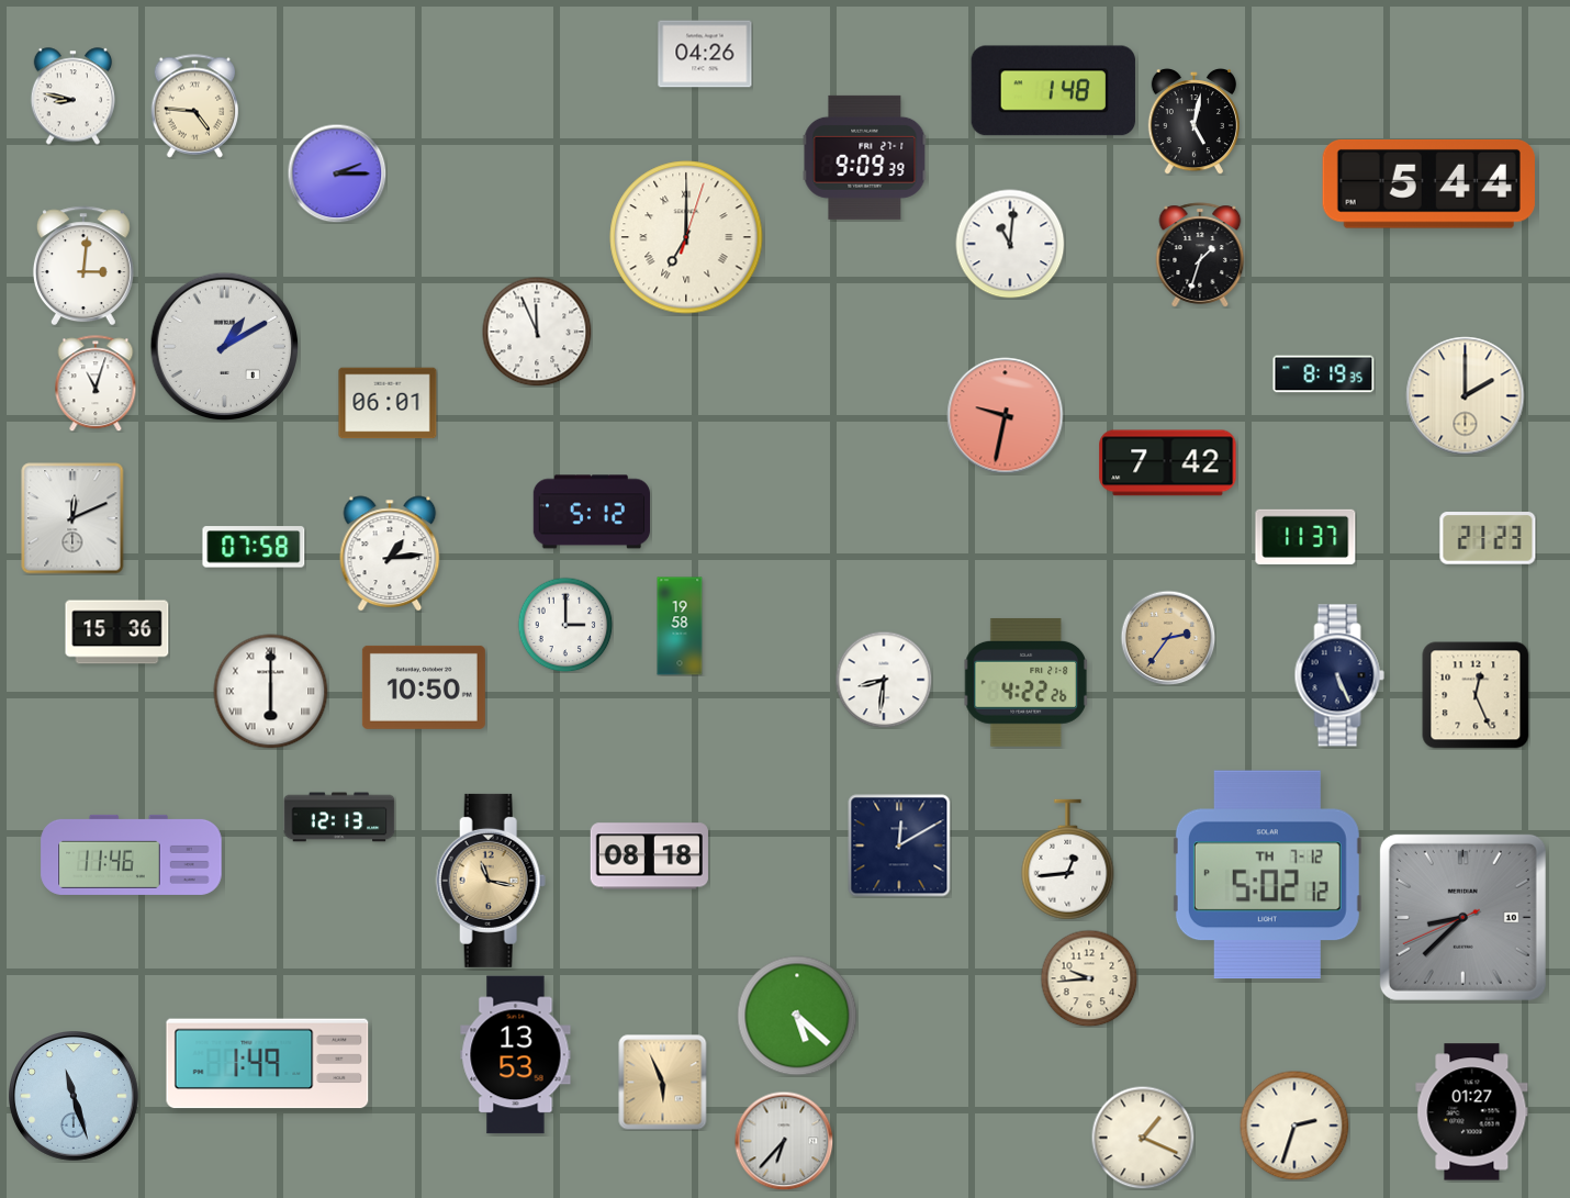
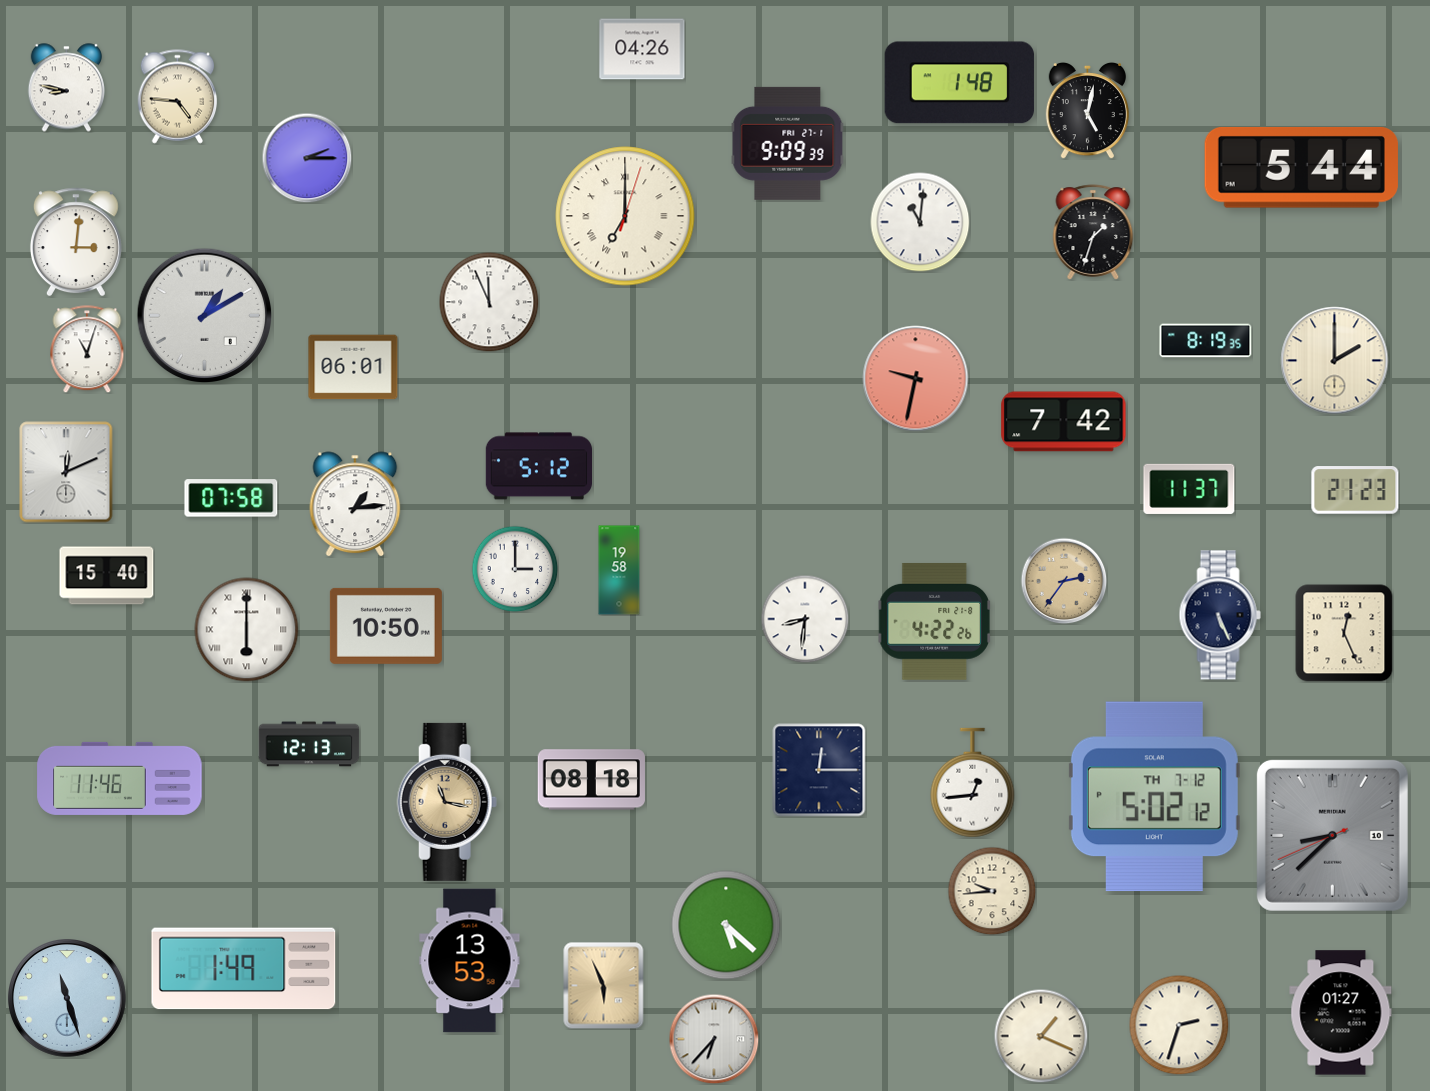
clock at (117, 632): 15:36 -> 15:40
clock at (899, 846): 12:10 -> 12:15
